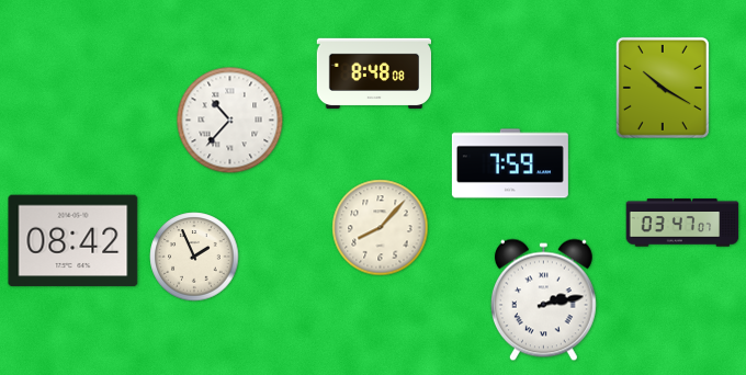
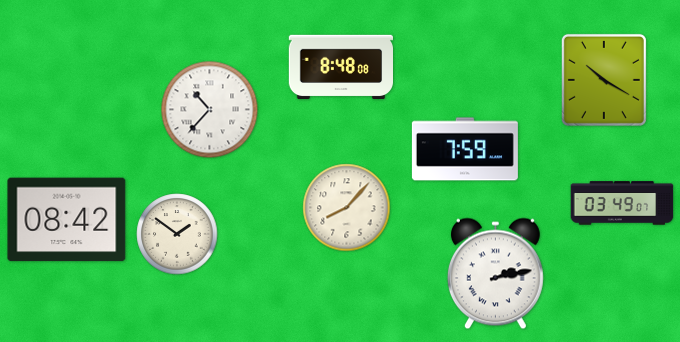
clock at (682, 223): 03:47 -> 03:49
clock at (194, 257): 1:56 -> 1:51
